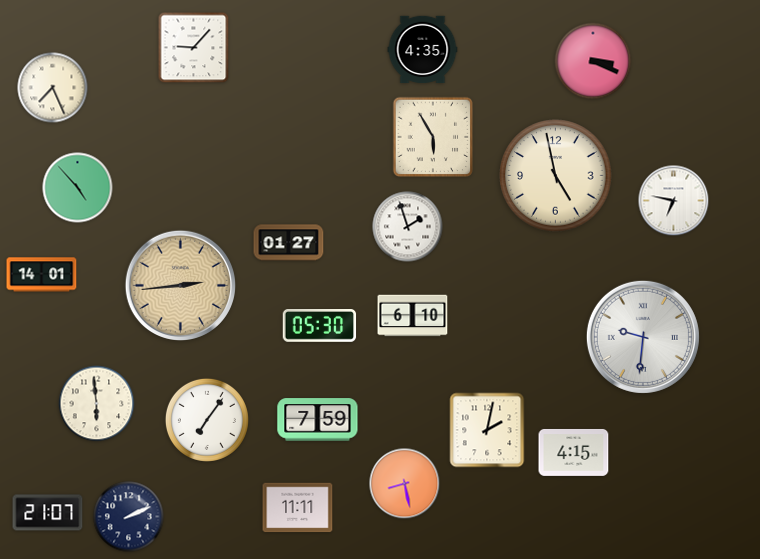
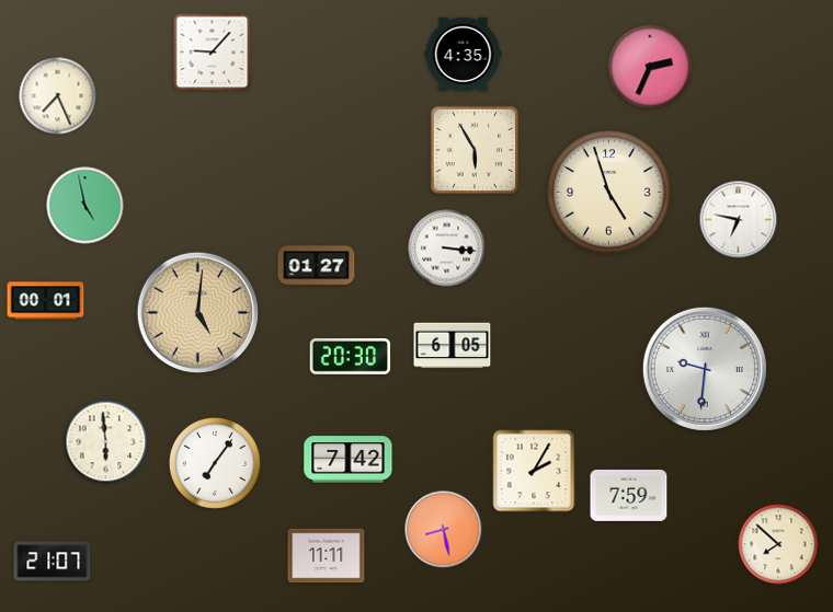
clock at (593, 61): 3:19 -> 2:34
clock at (556, 176): 4:58 -> 4:57
clock at (78, 188): 4:53 -> 4:58
clock at (408, 227): 1:57 -> 3:16
clock at (42, 275): 14:01 -> 00:01
clock at (180, 285): 2:44 -> 5:01
clock at (413, 316): 6:10 -> 6:05
clock at (320, 326): 05:30 -> 20:30
clock at (207, 420) position: (207, 420) -> (215, 463)
clock at (318, 420): 7:59 -> 7:42
clock at (487, 430): 2:02 -> 2:05
clock at (574, 452): 4:15 -> 7:59
clock at (778, 544): none -> 7:52
clock at (129, 517): 2:11 -> none
